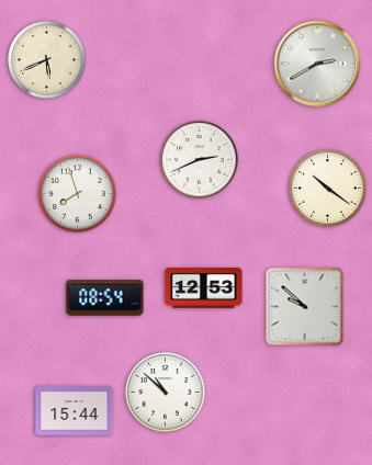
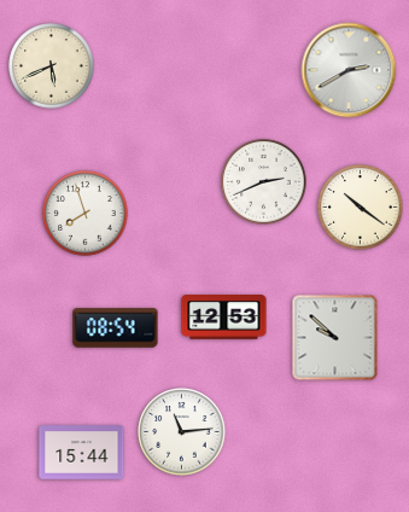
clock at (200, 160) position: (200, 160) -> (264, 182)
clock at (166, 393): 10:52 -> 11:14
